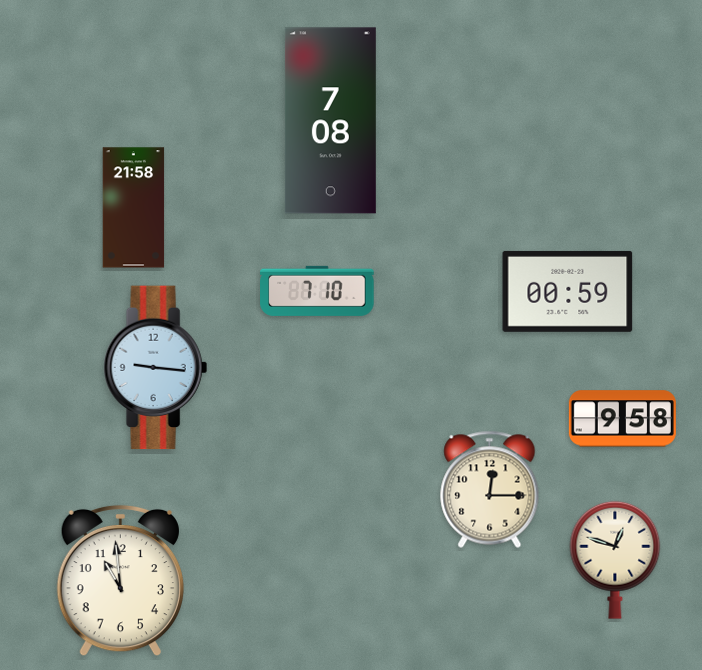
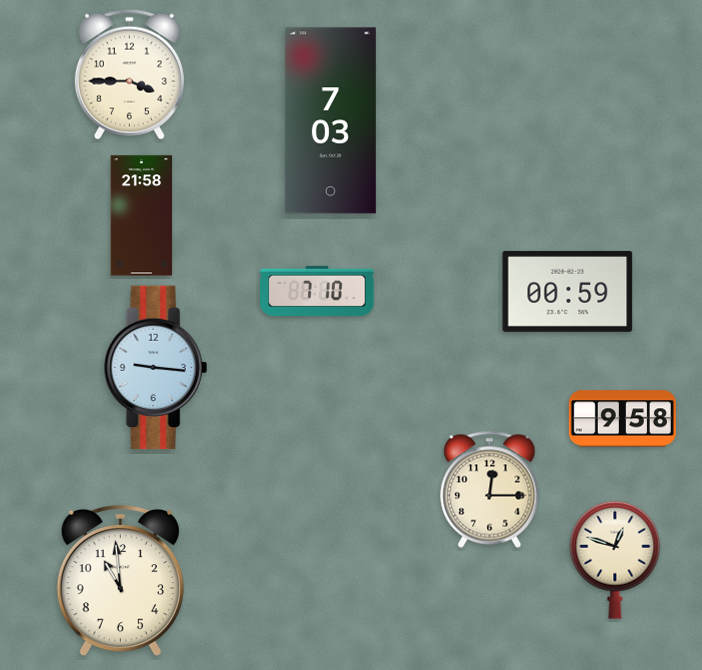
clock at (129, 74): none -> 3:45
clock at (330, 121): 7:08 -> 7:03
clock at (134, 208) position: (134, 208) -> (142, 216)
